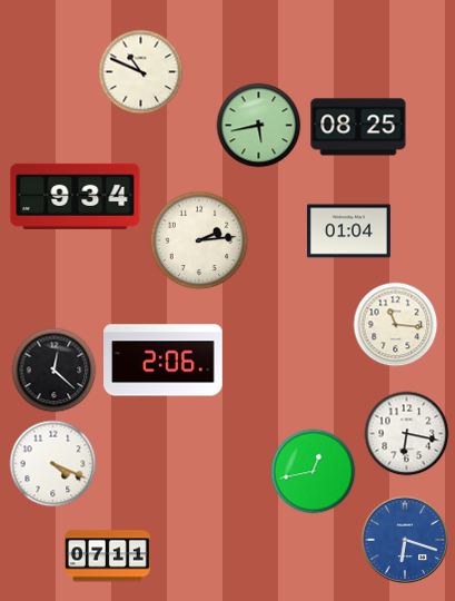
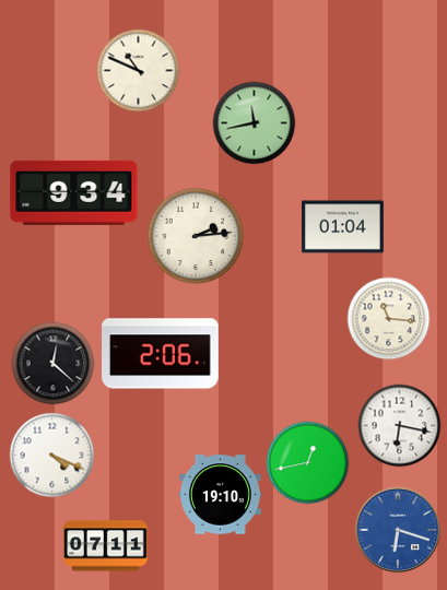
clock at (259, 126): 5:43 -> 11:43
clock at (358, 127): 08:25 -> none
clock at (220, 495): none -> 19:10
